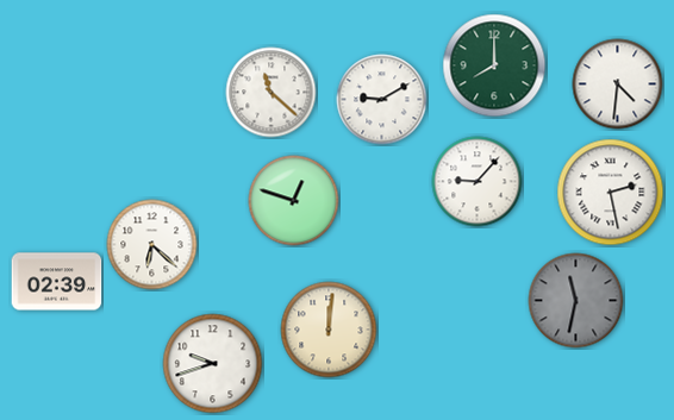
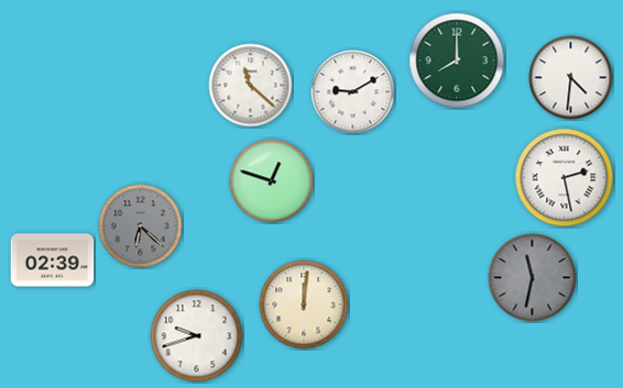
clock at (478, 182): 9:07 -> none
clock at (294, 201) position: (294, 201) -> (272, 181)
clock at (152, 245) dial: white -> grey
